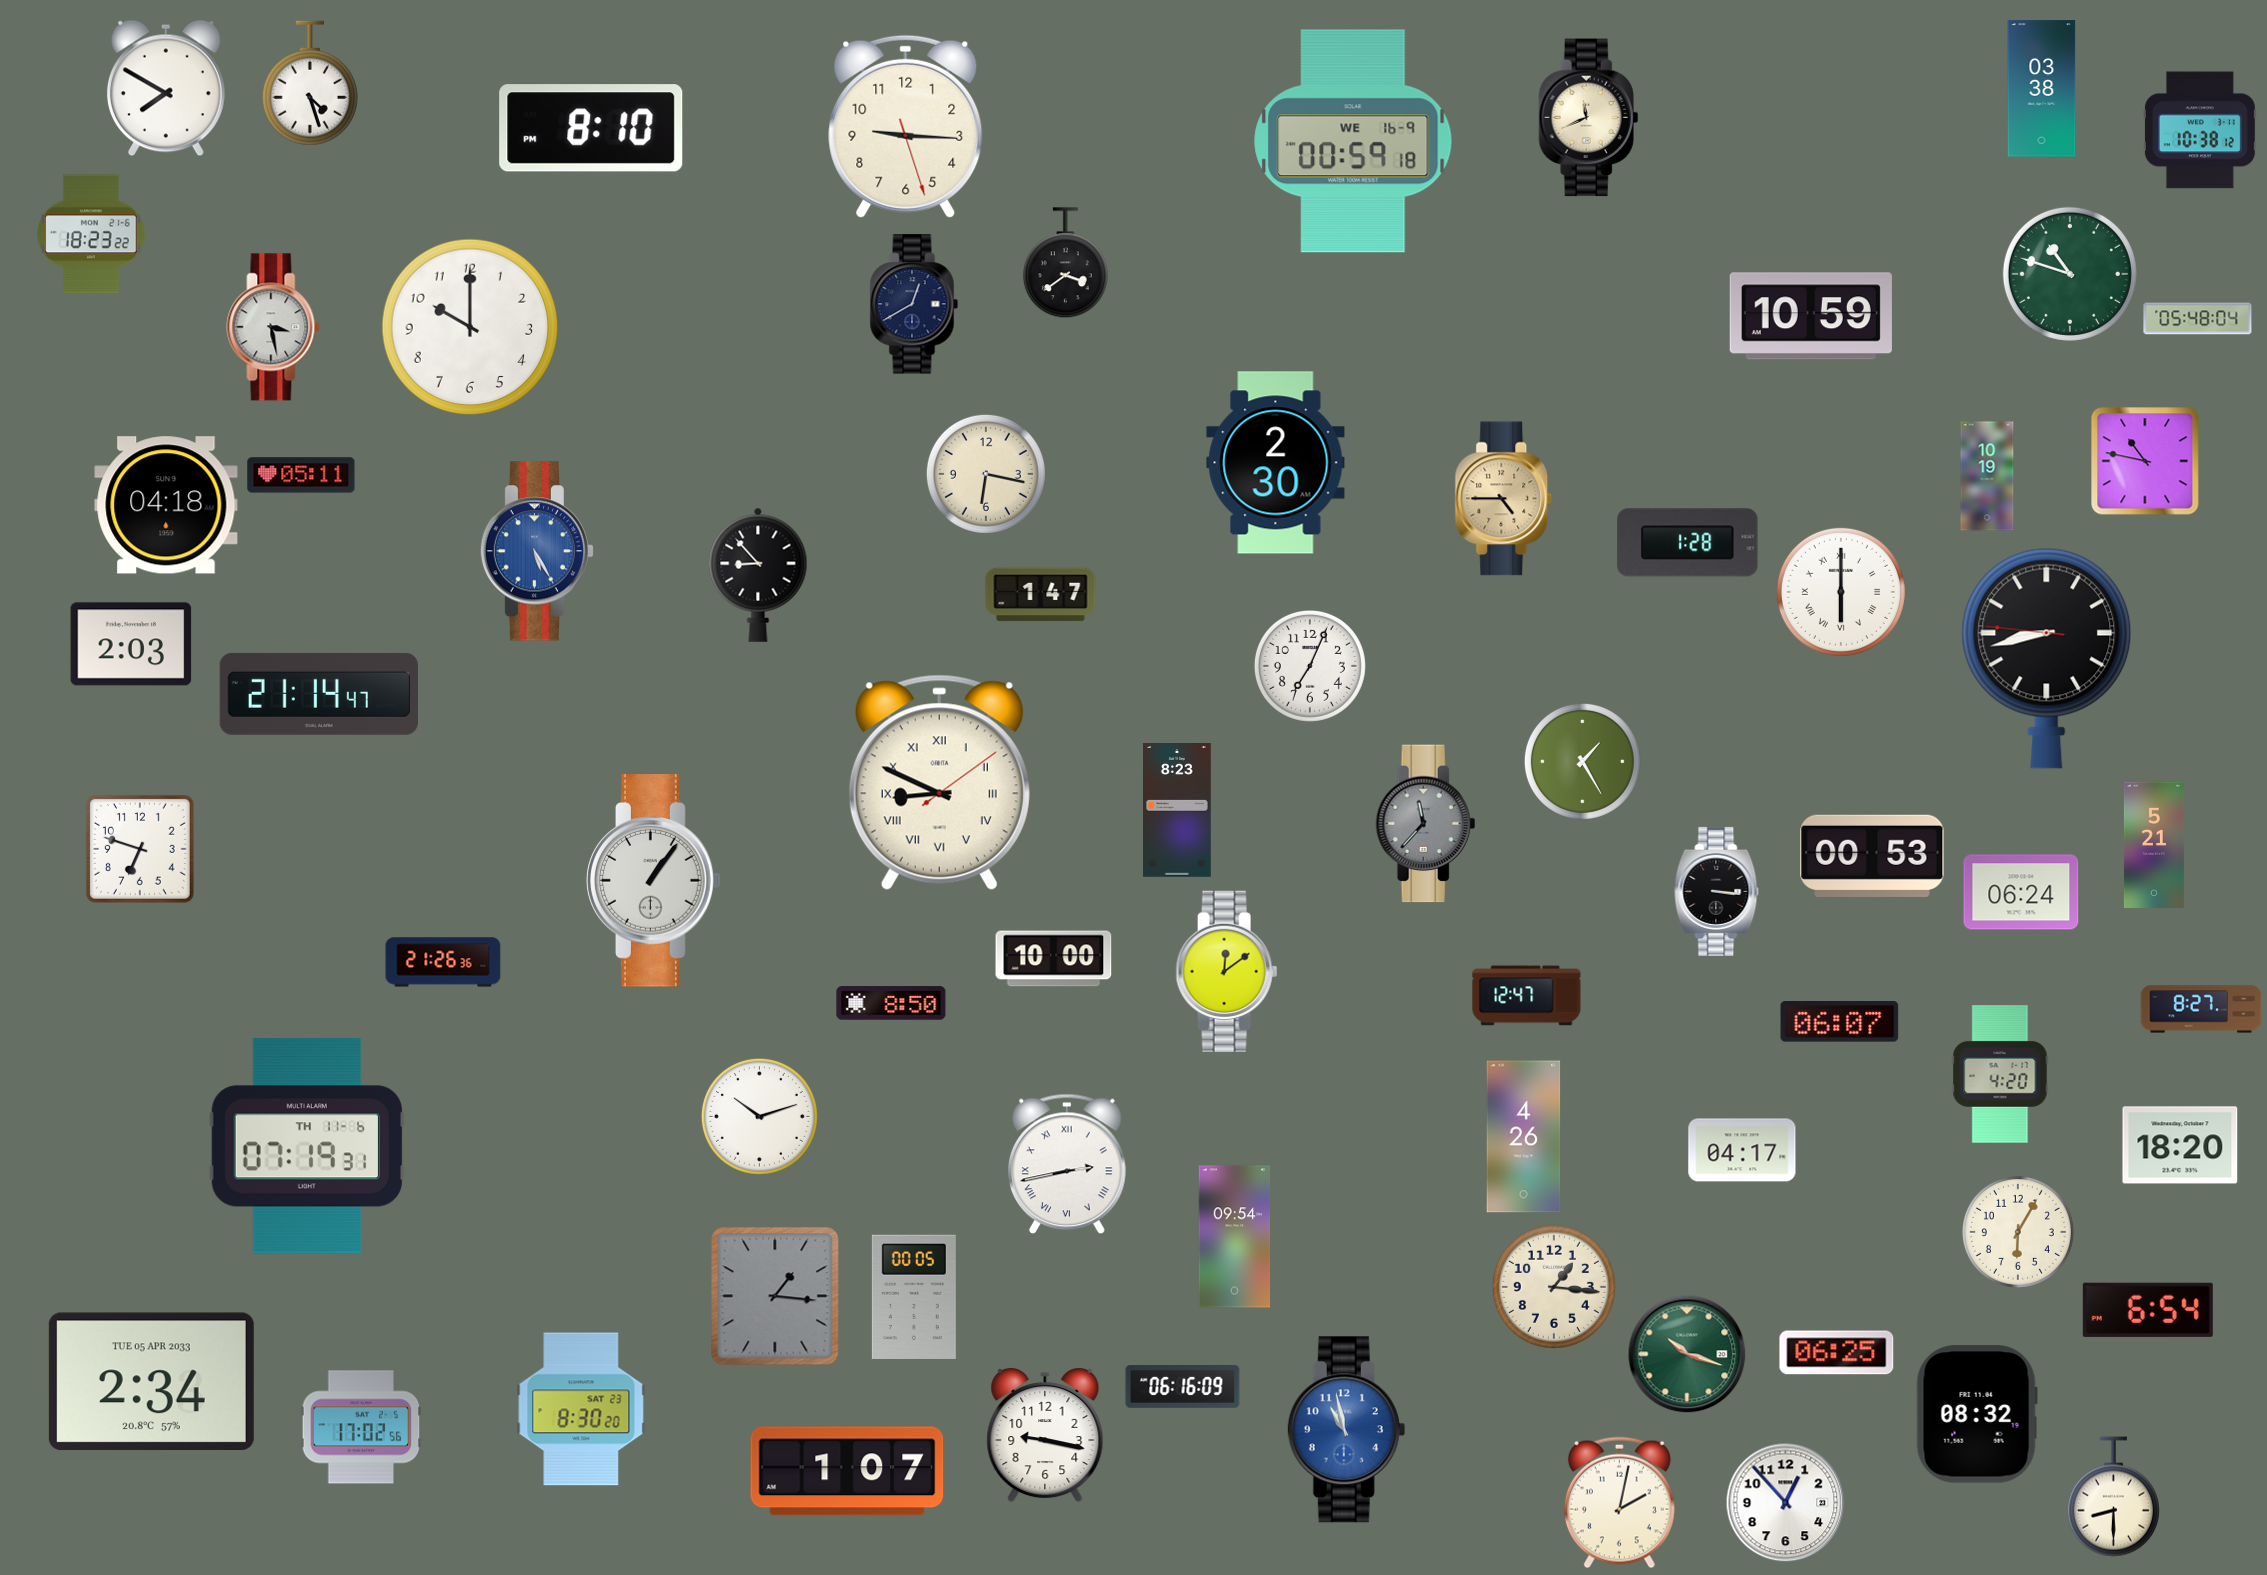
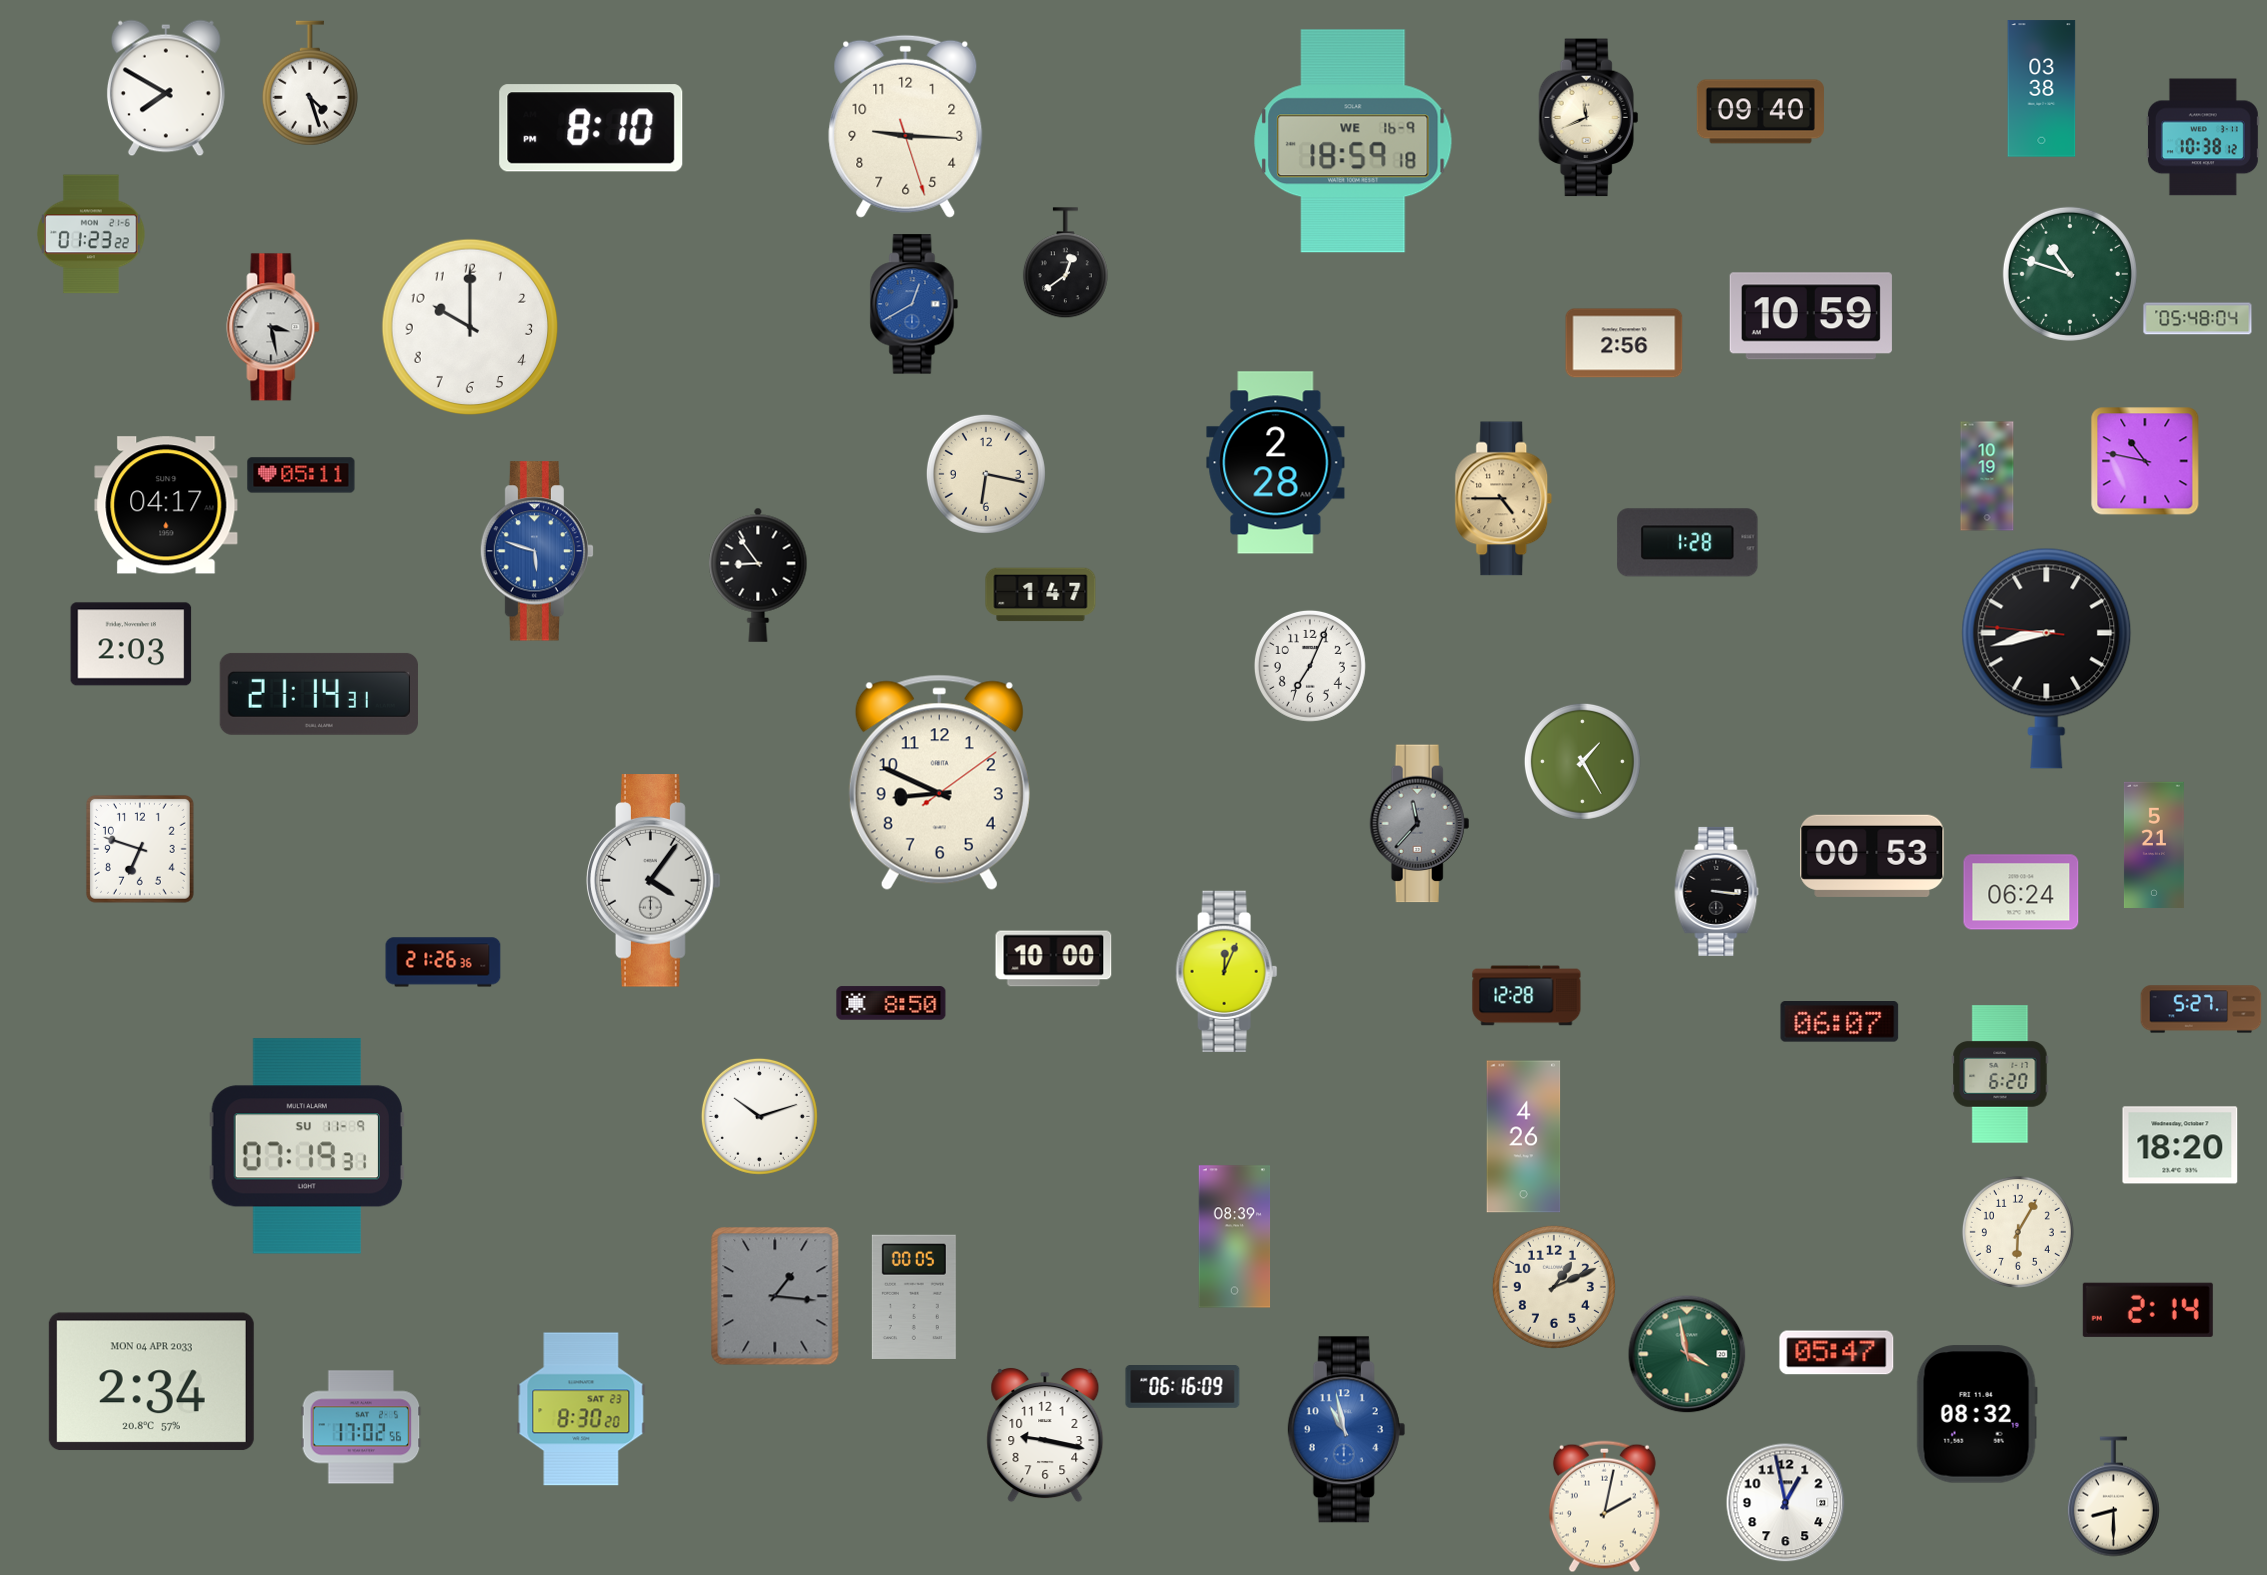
clock at (1760, 112): none -> 09:40
clock at (2200, 130) position: (2200, 130) -> (2203, 137)
clock at (1353, 141): 00:59 -> 18:59
clock at (91, 234): 18:23 -> 01:23
clock at (1065, 263): 3:39 -> 12:39
clock at (914, 304) dial: navy -> blue
clock at (1624, 343): none -> 2:56
clock at (1276, 463): 2:30 -> 2:28
clock at (166, 505): 04:18 -> 04:17
clock at (537, 551): 5:25 -> 5:48
clock at (758, 575): 8:53 -> 8:54
clock at (1841, 592): 6:00 -> none
clock at (319, 694): 21:14:47 -> 21:14:31
clock at (939, 783) numerals: Roman -> Arabic
clock at (1178, 811): 8:23 -> none
clock at (1426, 824) position: (1426, 824) -> (1420, 824)
clock at (654, 881): 1:06 -> 4:06
clock at (1227, 971): 12:09 -> 12:04
clock at (1527, 996): 12:47 -> 12:28
clock at (2201, 1009): 8:27 -> 5:27
clock at (2000, 1074): 4:20 -> 6:20
clock at (307, 1146) date: TH 11-6 -> SU 11-9
clock at (1742, 1150): 04:17 -> none
clock at (1067, 1164): 2:43 -> none
clock at (1235, 1237): 09:54 -> 08:39
clock at (1554, 1287): 1:16 -> 1:11
clock at (2148, 1310): 6:54 -> 2:14
clock at (1837, 1353): 06:25 -> 05:47
clock at (1687, 1354): 10:18 -> 3:58
clock at (151, 1382) date: TUE 05 APR 2033 -> MON 04 APR 2033
clock at (847, 1471): 1:07 -> none
clock at (1619, 1503) position: (1619, 1503) -> (1604, 1507)
clock at (1786, 1503): 12:53 -> 12:58
